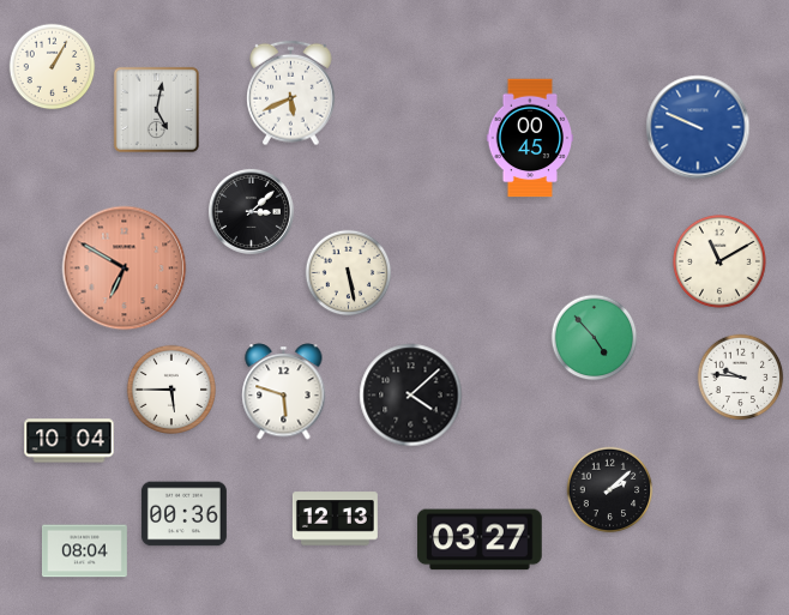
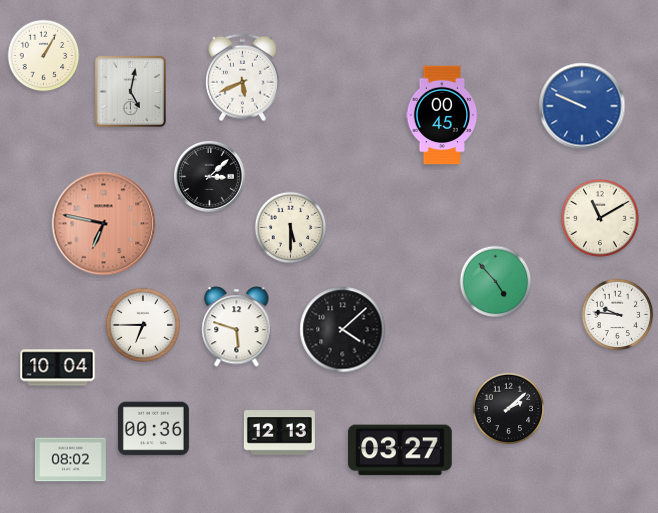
clock at (125, 269): 6:50 -> 6:47
clock at (349, 273): 5:28 -> 5:30
clock at (170, 388): 5:45 -> 6:45
clock at (84, 551): 08:04 -> 08:02
